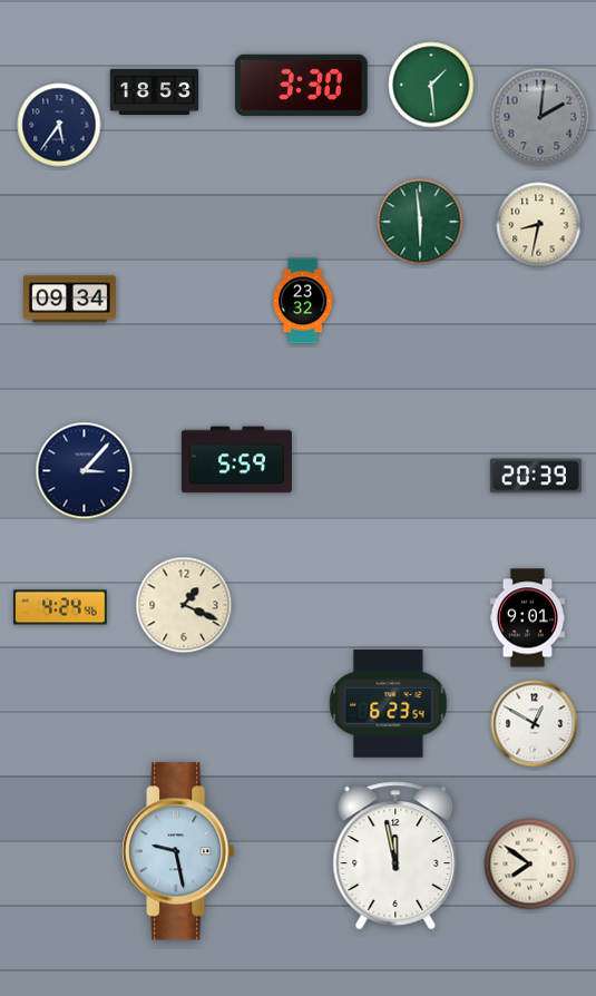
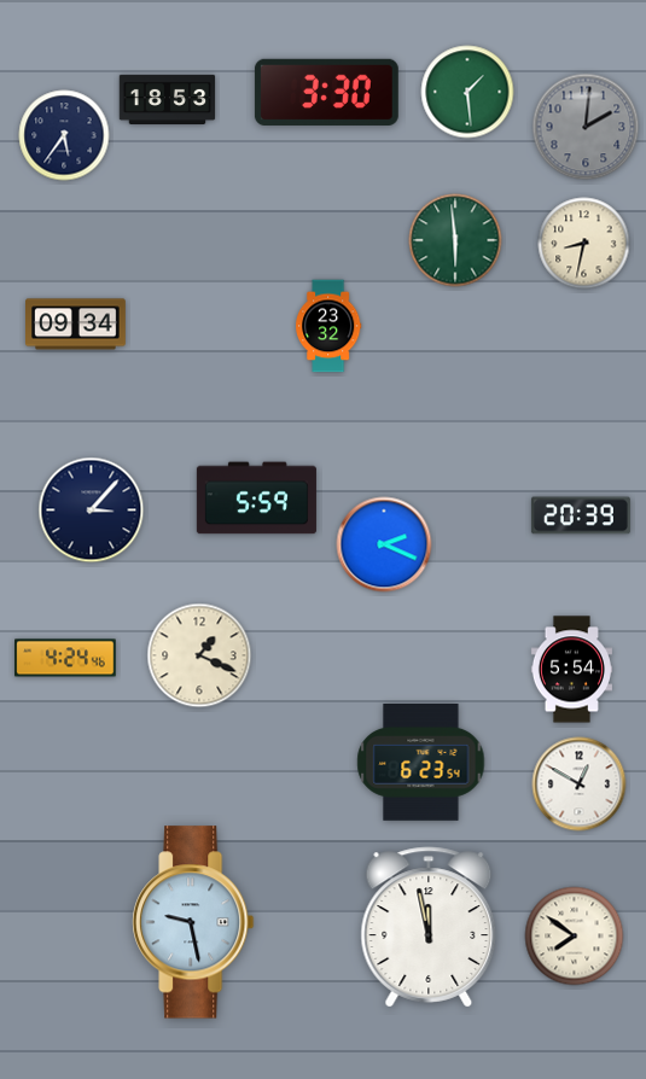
clock at (384, 544): none -> 2:19
clock at (527, 618): 9:01 -> 5:54
